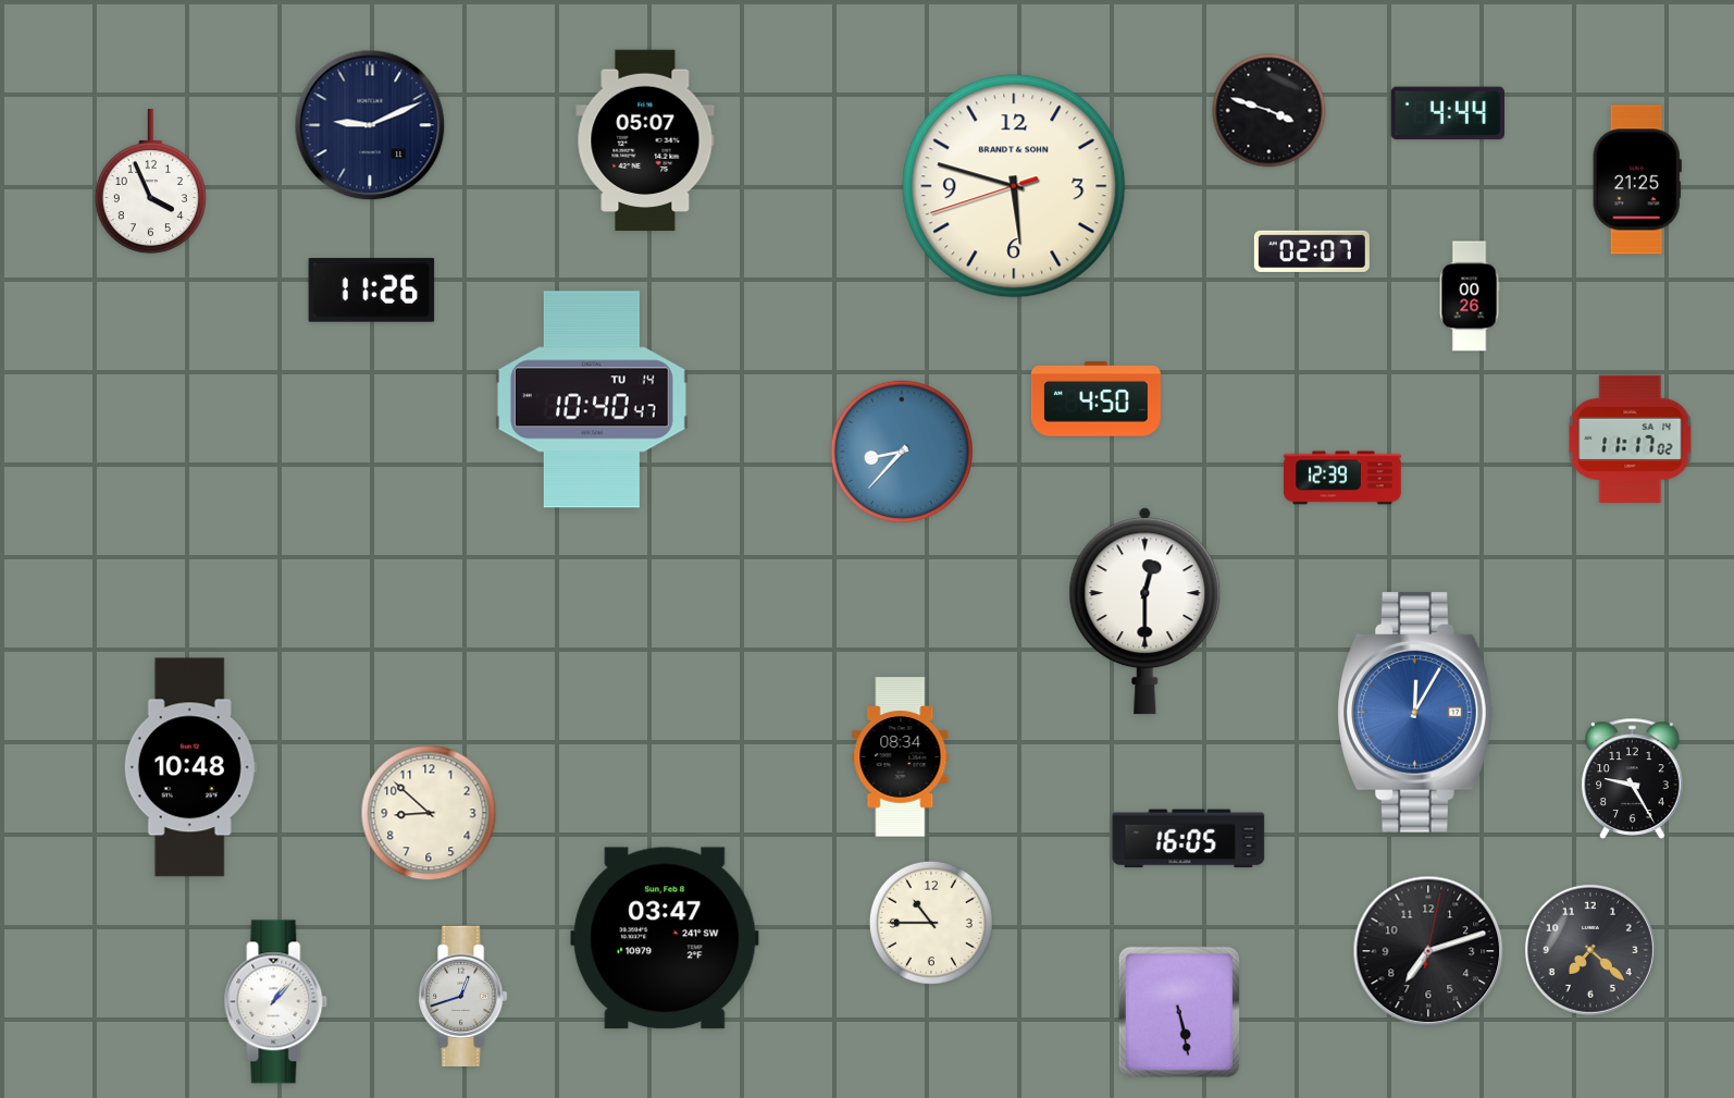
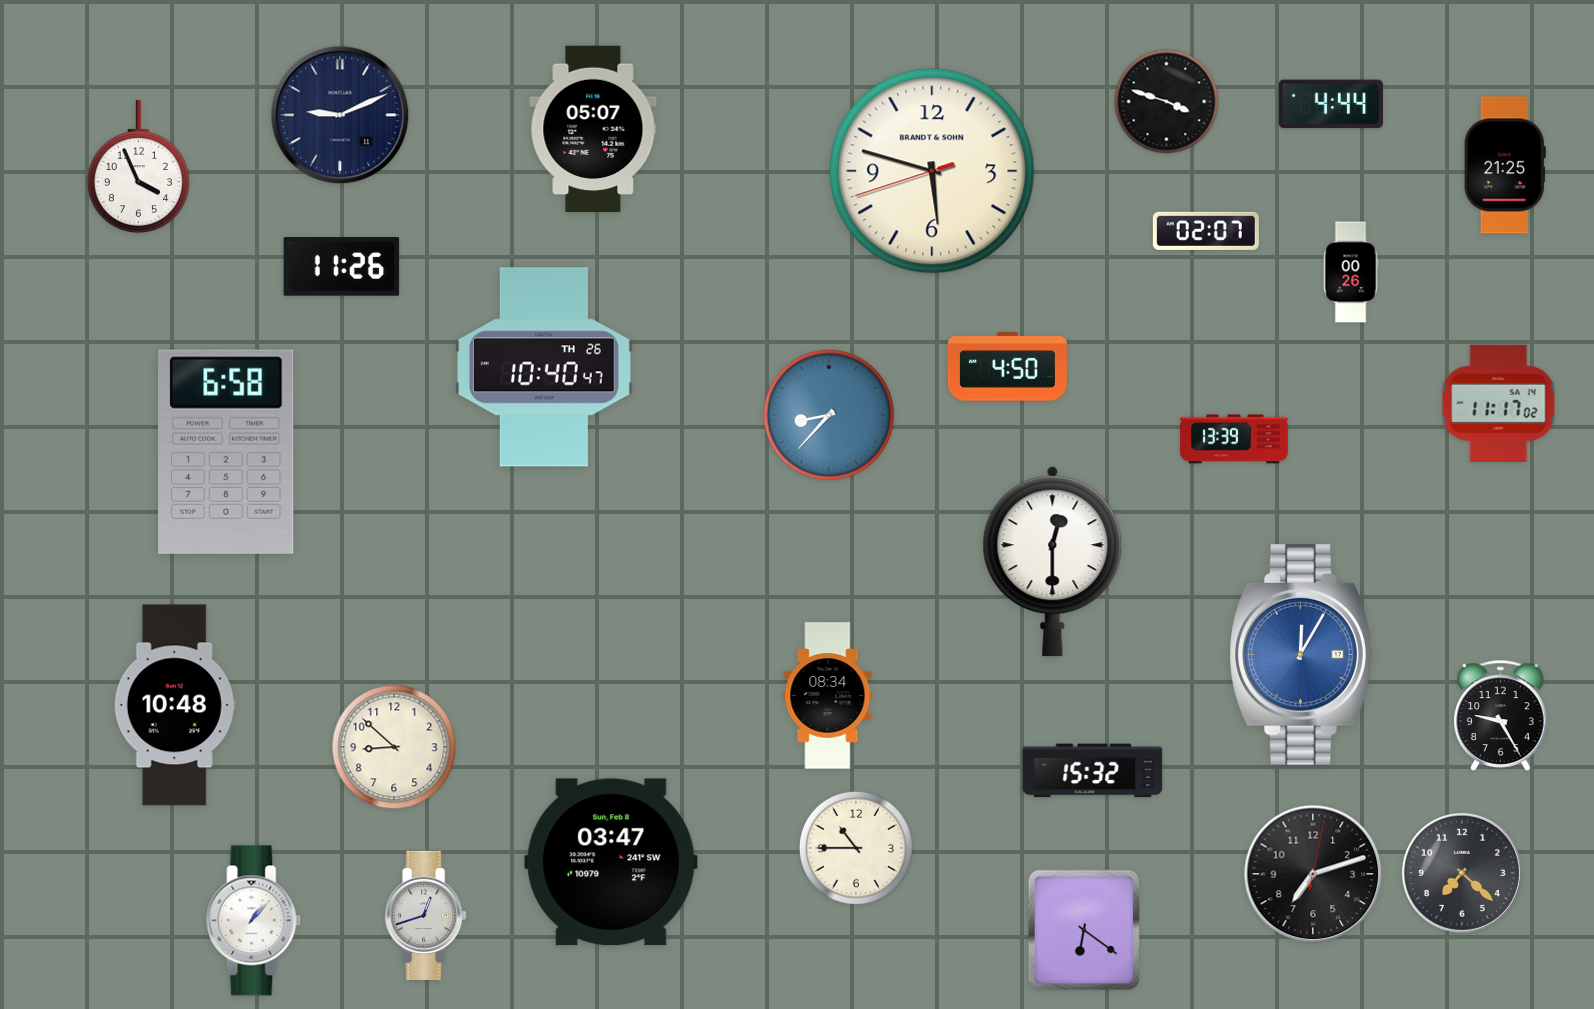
clock at (593, 399) date: TU 14 -> TH 26
clock at (1342, 478): 12:39 -> 13:39
clock at (226, 452): none -> 6:58
clock at (1189, 839): 16:05 -> 15:32
clock at (1179, 1011): 5:28 -> 6:21
